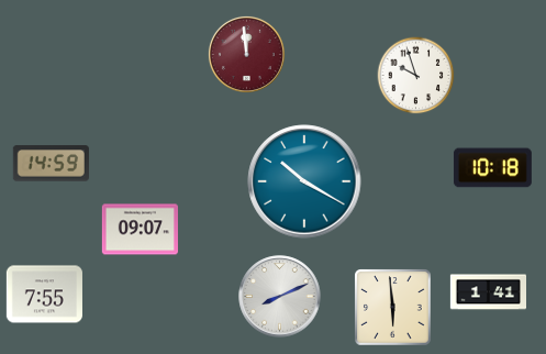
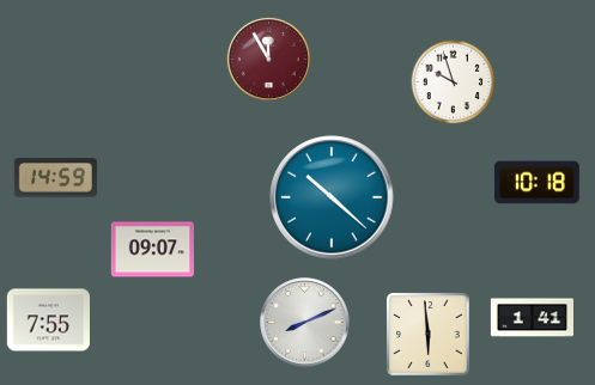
clock at (246, 54): 11:59 -> 11:55
clock at (304, 181): 10:20 -> 10:22
